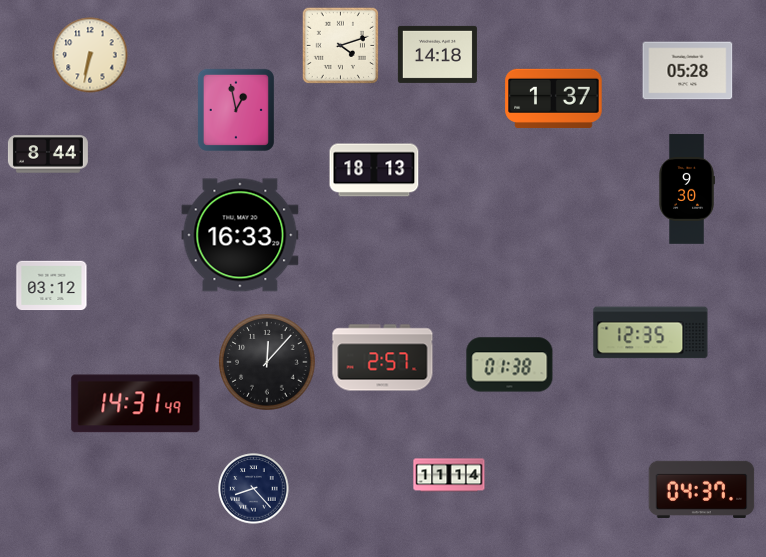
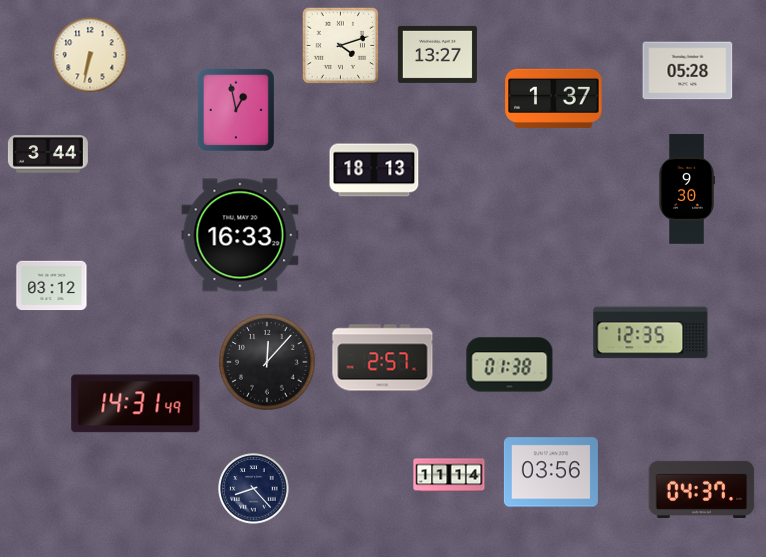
clock at (437, 54): 14:18 -> 13:27
clock at (48, 154): 8:44 -> 3:44
clock at (551, 472): none -> 03:56
